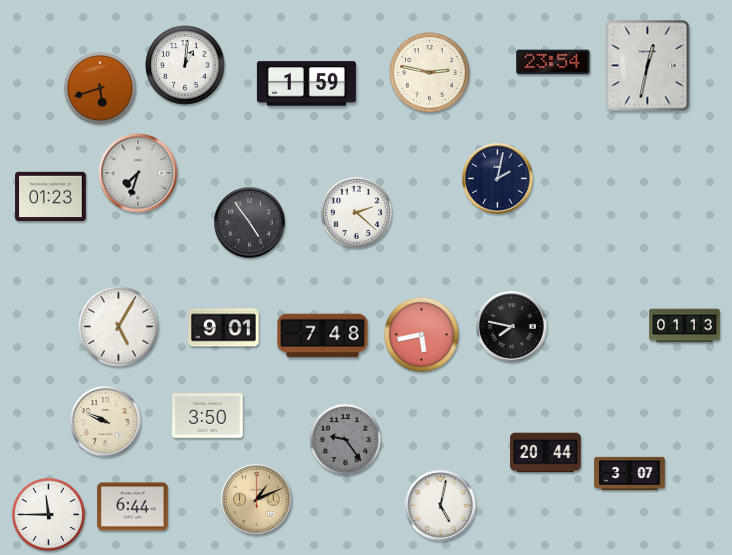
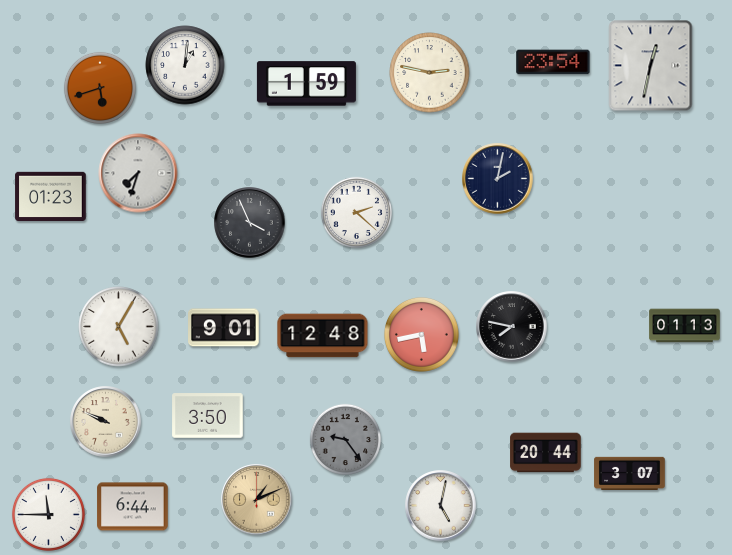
clock at (648, 66) position: (648, 66) -> (651, 66)
clock at (250, 223): 4:54 -> 3:56
clock at (323, 336): 7:48 -> 12:48
